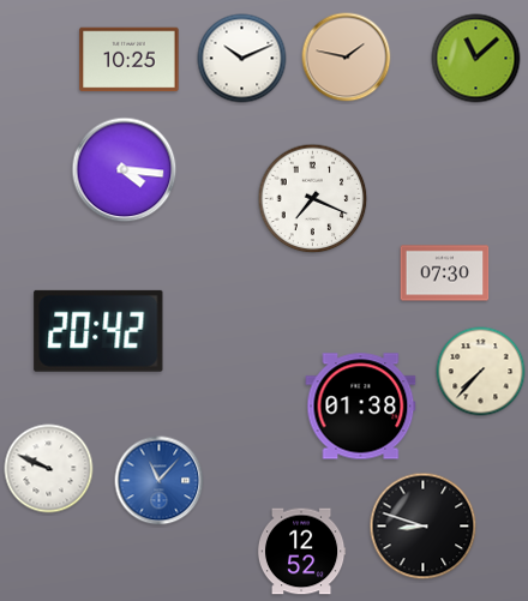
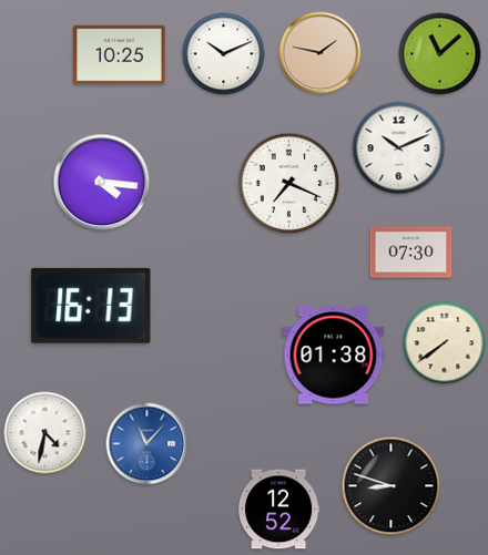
clock at (399, 148): none -> 10:11
clock at (125, 170) position: (125, 170) -> (102, 183)
clock at (98, 331): 20:42 -> 16:13
clock at (481, 372): 7:37 -> 7:39
clock at (361, 407) position: (361, 407) -> (334, 356)
clock at (49, 469): 9:49 -> 4:32
